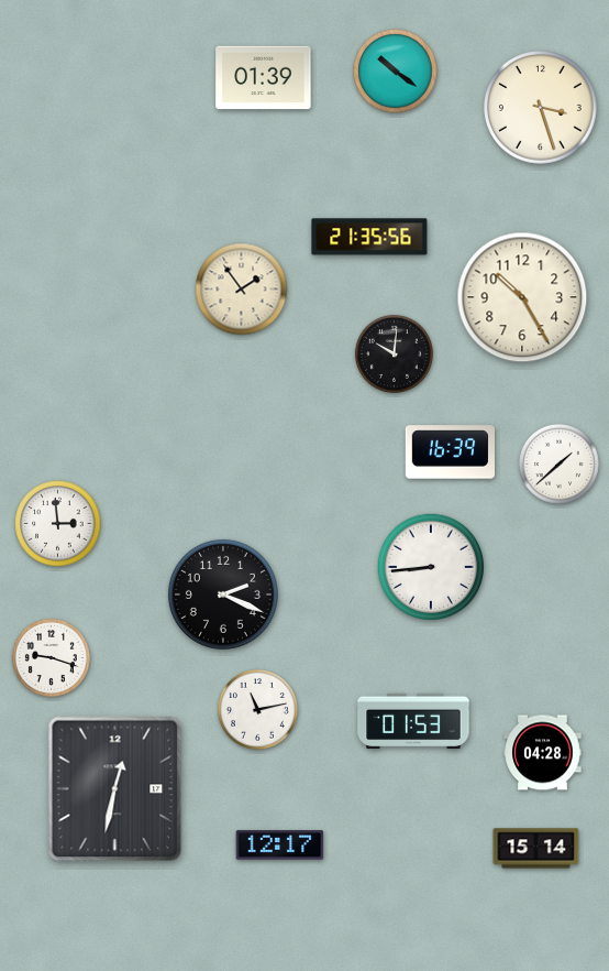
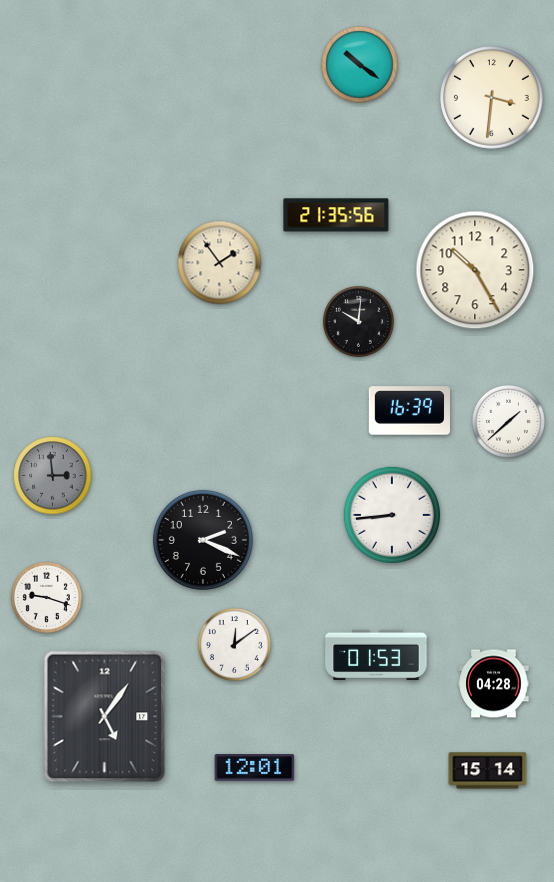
clock at (264, 78): 01:39 -> none
clock at (541, 108): 3:27 -> 3:31
clock at (58, 524) dial: white -> grey
clock at (257, 709): 11:13 -> 12:09
clock at (115, 789): 12:32 -> 5:06
clock at (280, 845): 12:17 -> 12:01
